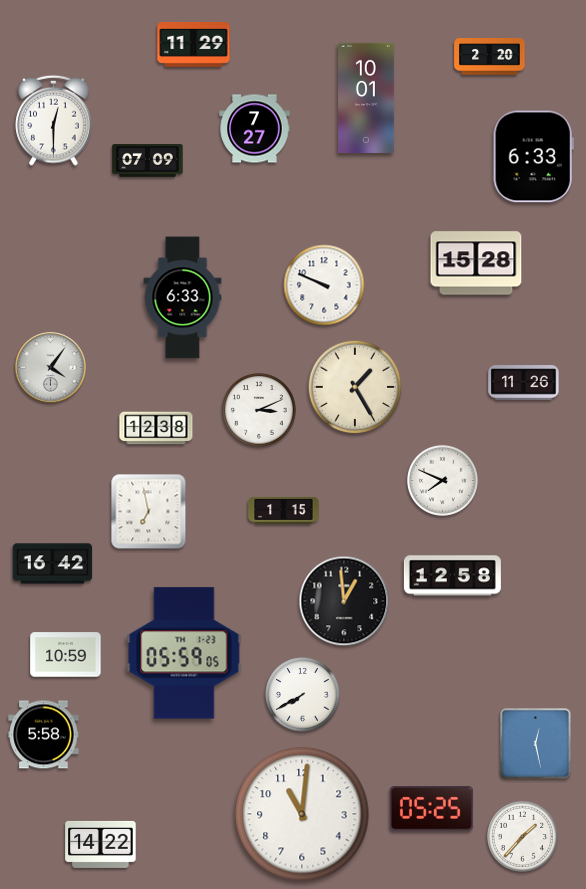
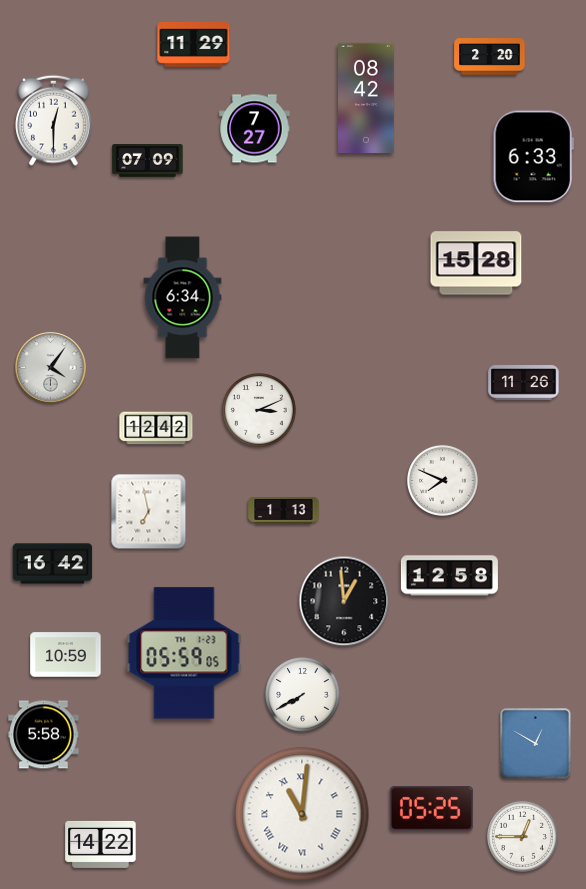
clock at (366, 98): 10:01 -> 08:42
clock at (324, 285): 9:49 -> none
clock at (183, 298): 6:33 -> 6:34
clock at (355, 387): 1:25 -> none
clock at (156, 428): 12:38 -> 12:42
clock at (284, 510): 1:15 -> 1:13
clock at (452, 576) position: (452, 576) -> (449, 576)
clock at (536, 744): 12:28 -> 12:50
clock at (302, 814) numerals: Arabic -> Roman
clock at (522, 836): 1:37 -> 12:45
